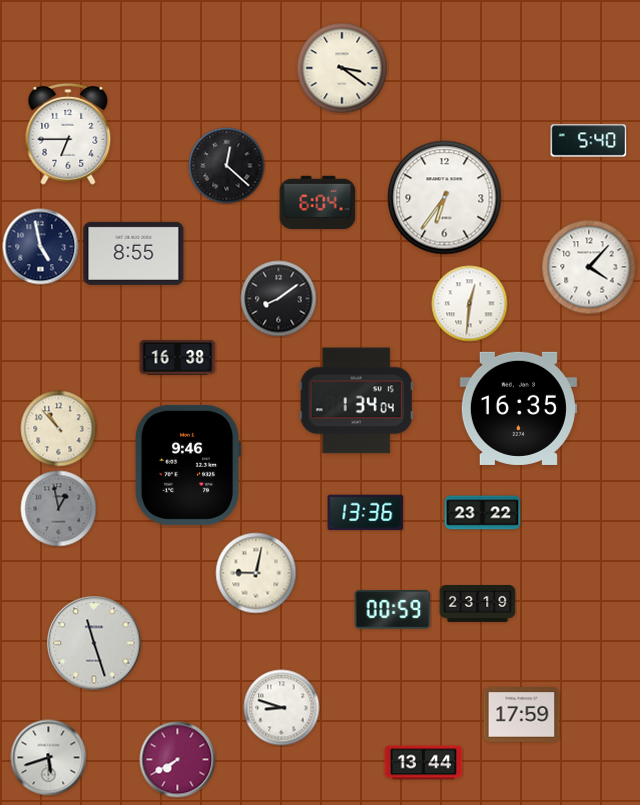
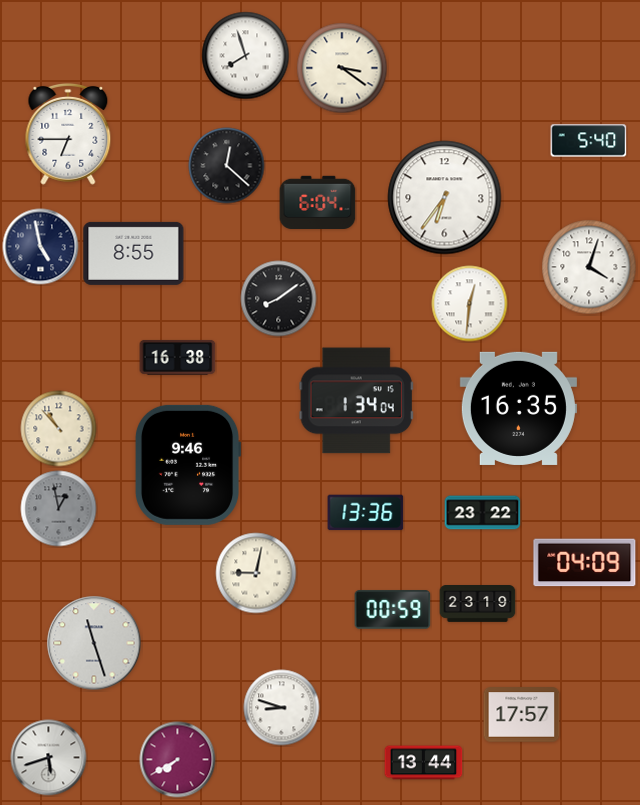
clock at (246, 56): none -> 7:57
clock at (589, 267): 4:07 -> 4:03
clock at (585, 563): none -> 04:09
clock at (522, 715): 17:59 -> 17:57
